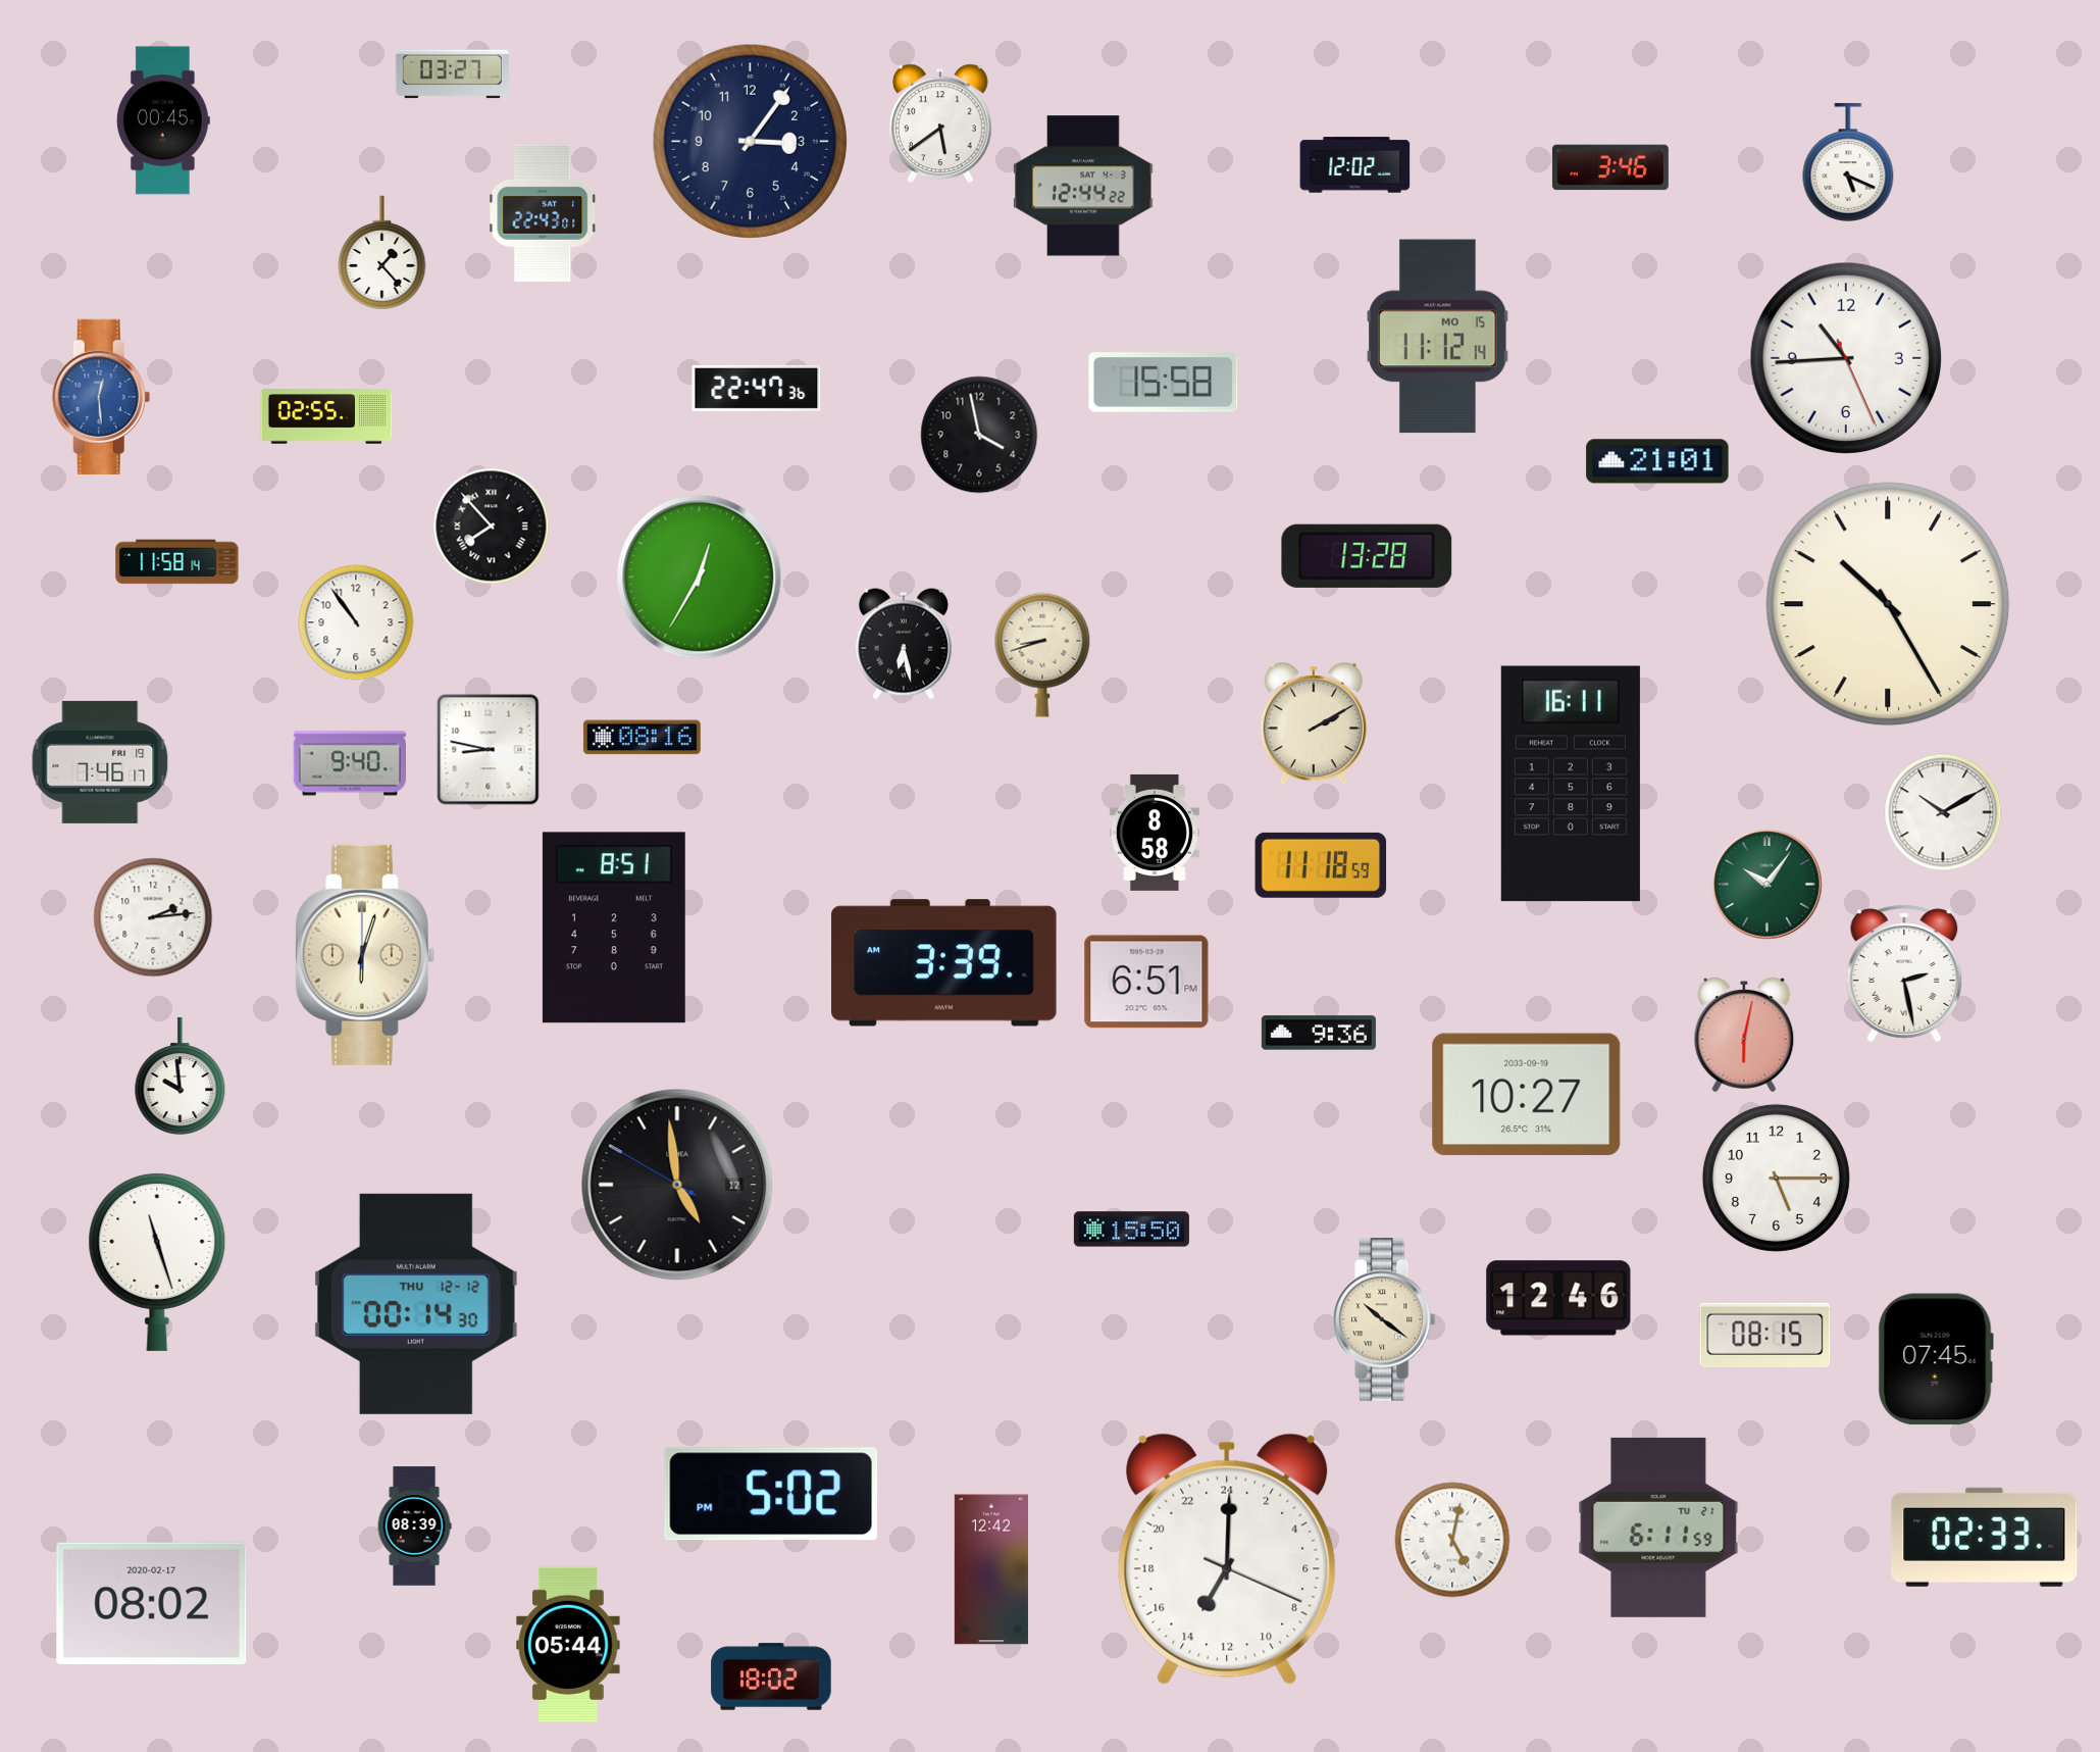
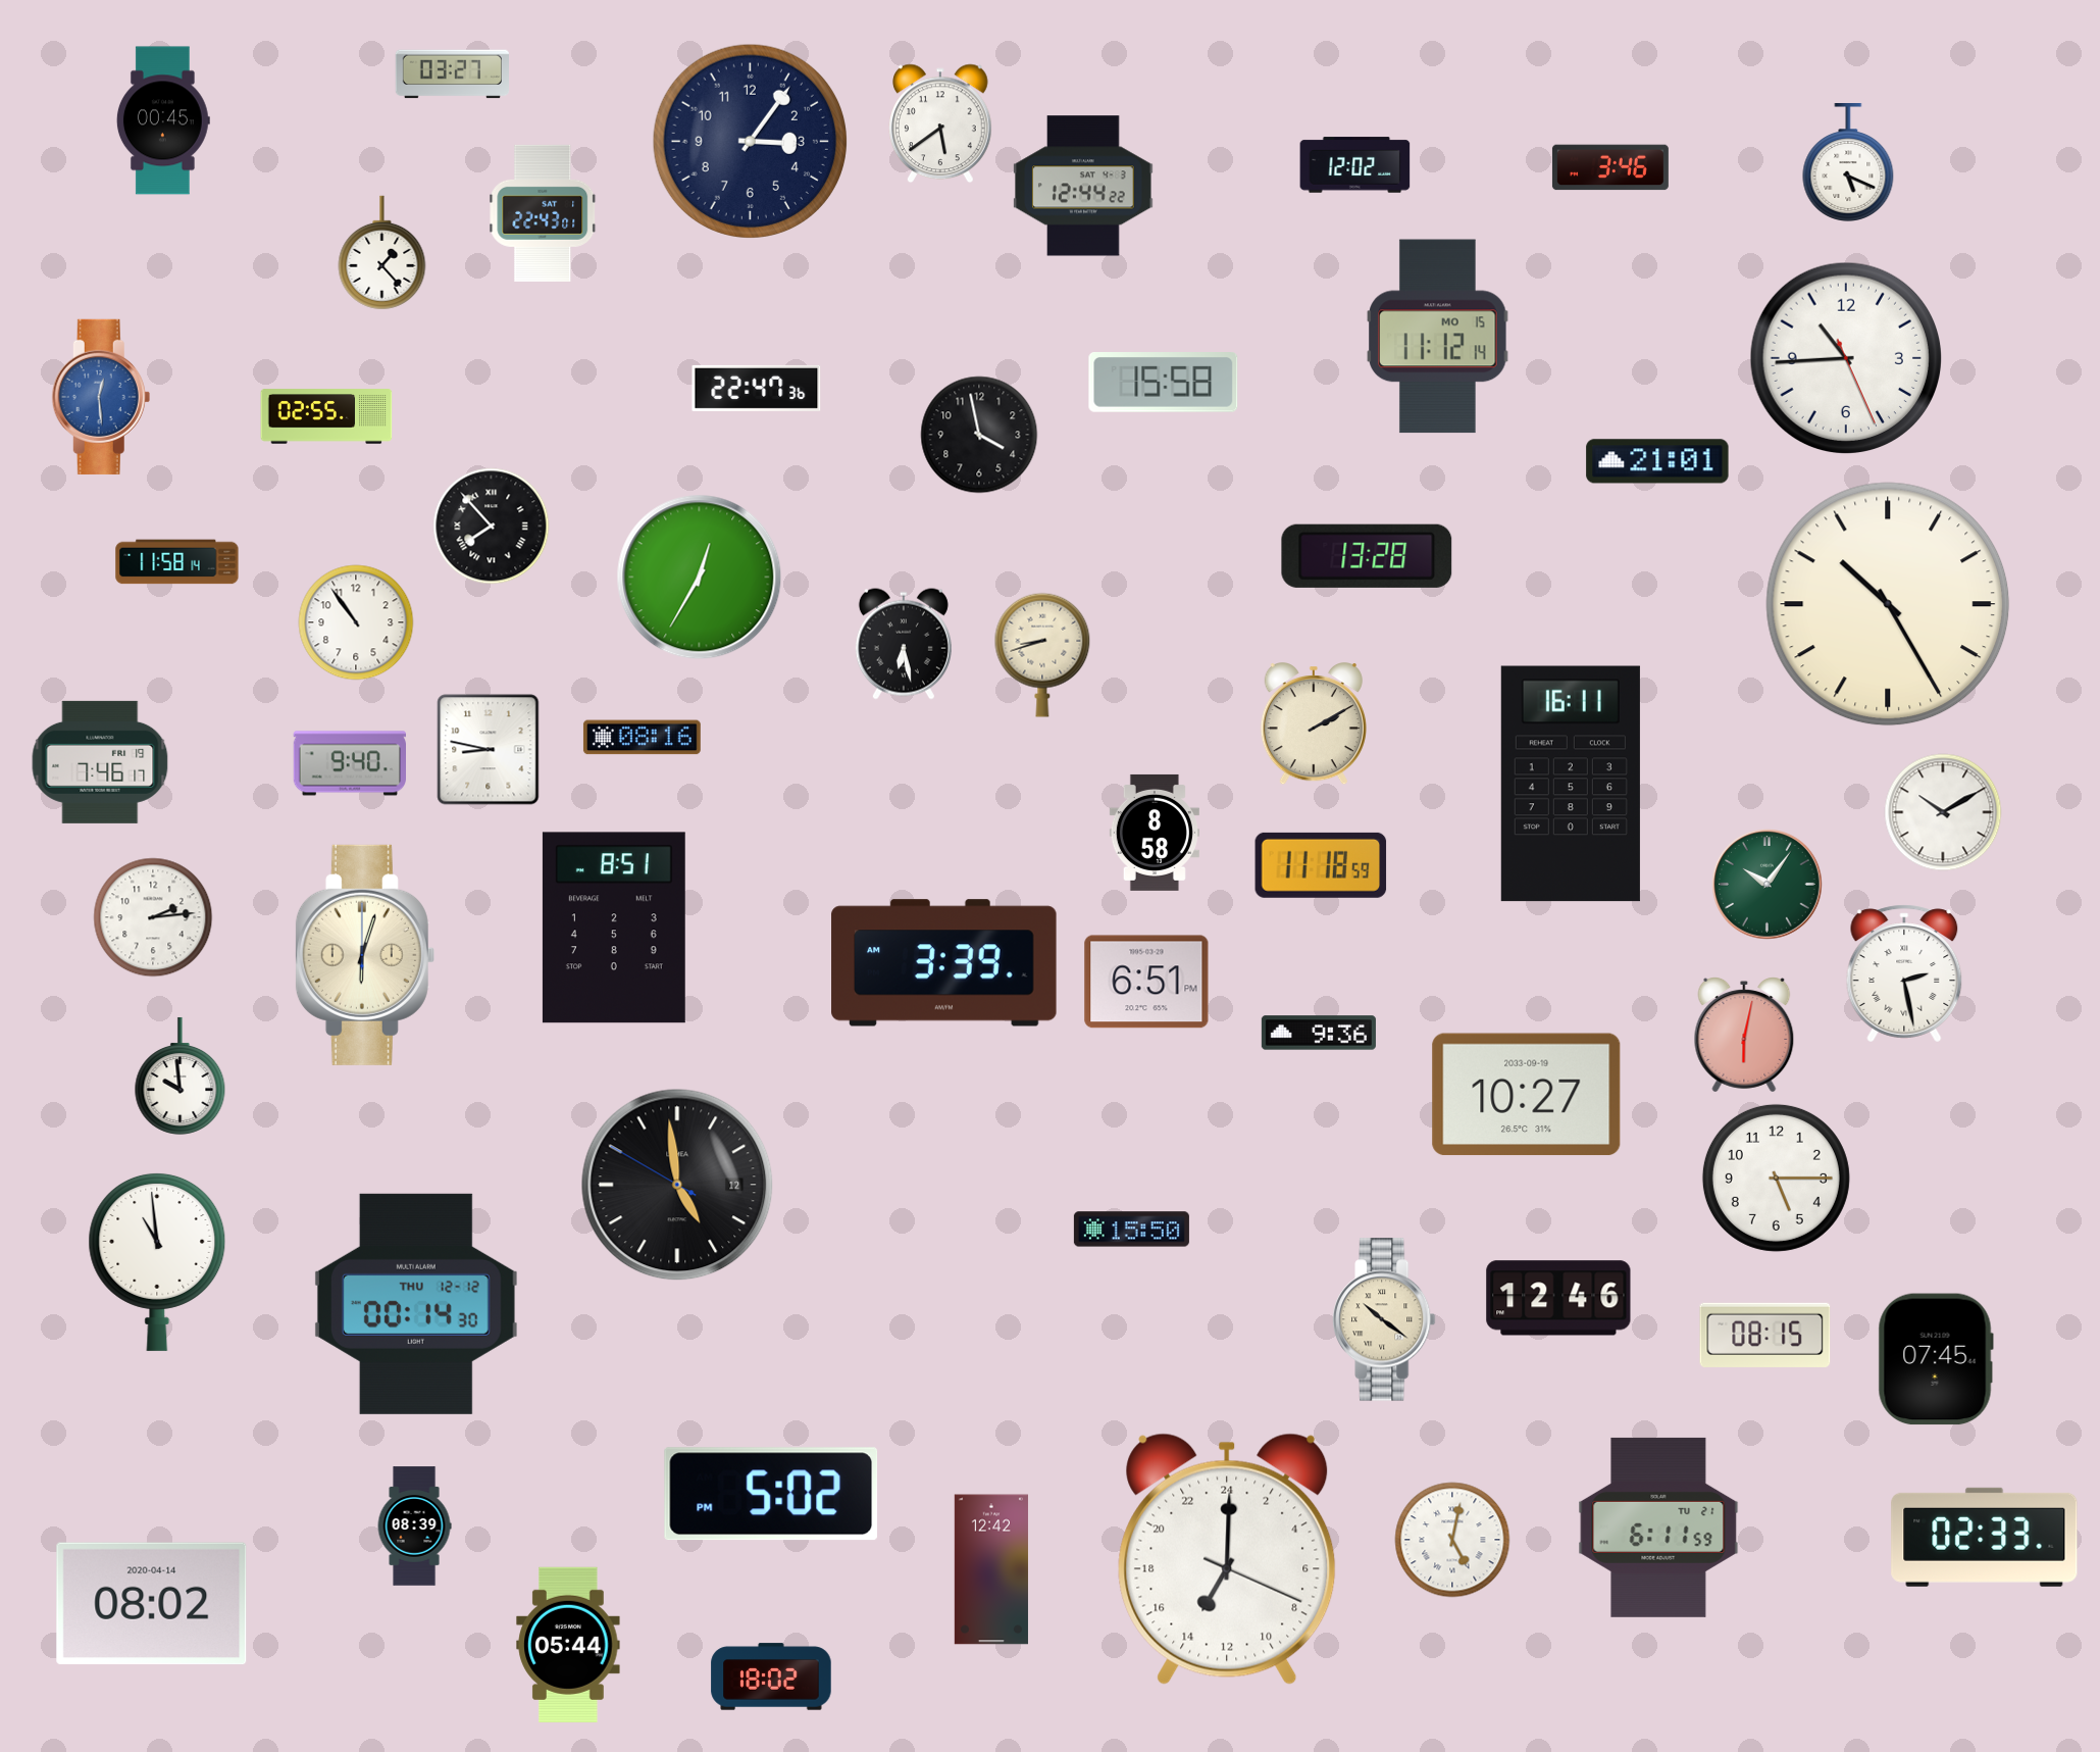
clock at (157, 1261): 11:27 -> 10:59
clock at (152, 1604) date: 2020-02-17 -> 2020-04-14
